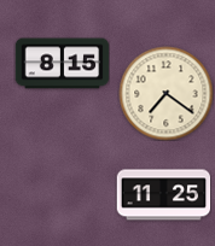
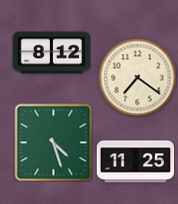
clock at (62, 64): 8:15 -> 8:12
clock at (53, 142): none -> 4:27
